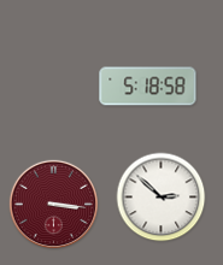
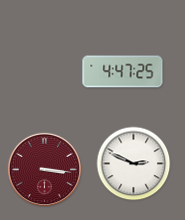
clock at (148, 87): 5:18 -> 4:47
clock at (162, 198): 2:52 -> 2:49
